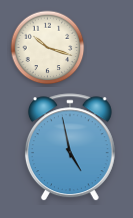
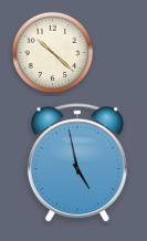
clock at (48, 48): 10:18 -> 10:22
